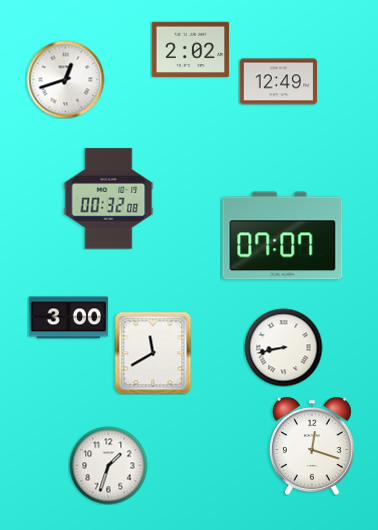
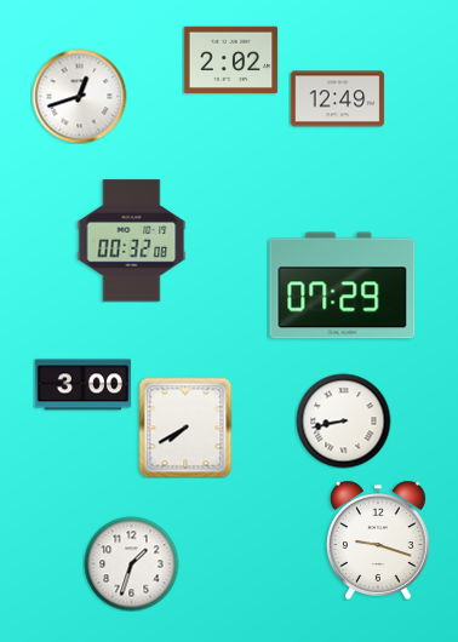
clock at (283, 236): 07:07 -> 07:29
clock at (153, 353): 11:40 -> 7:40
clock at (312, 446): 12:18 -> 9:18
